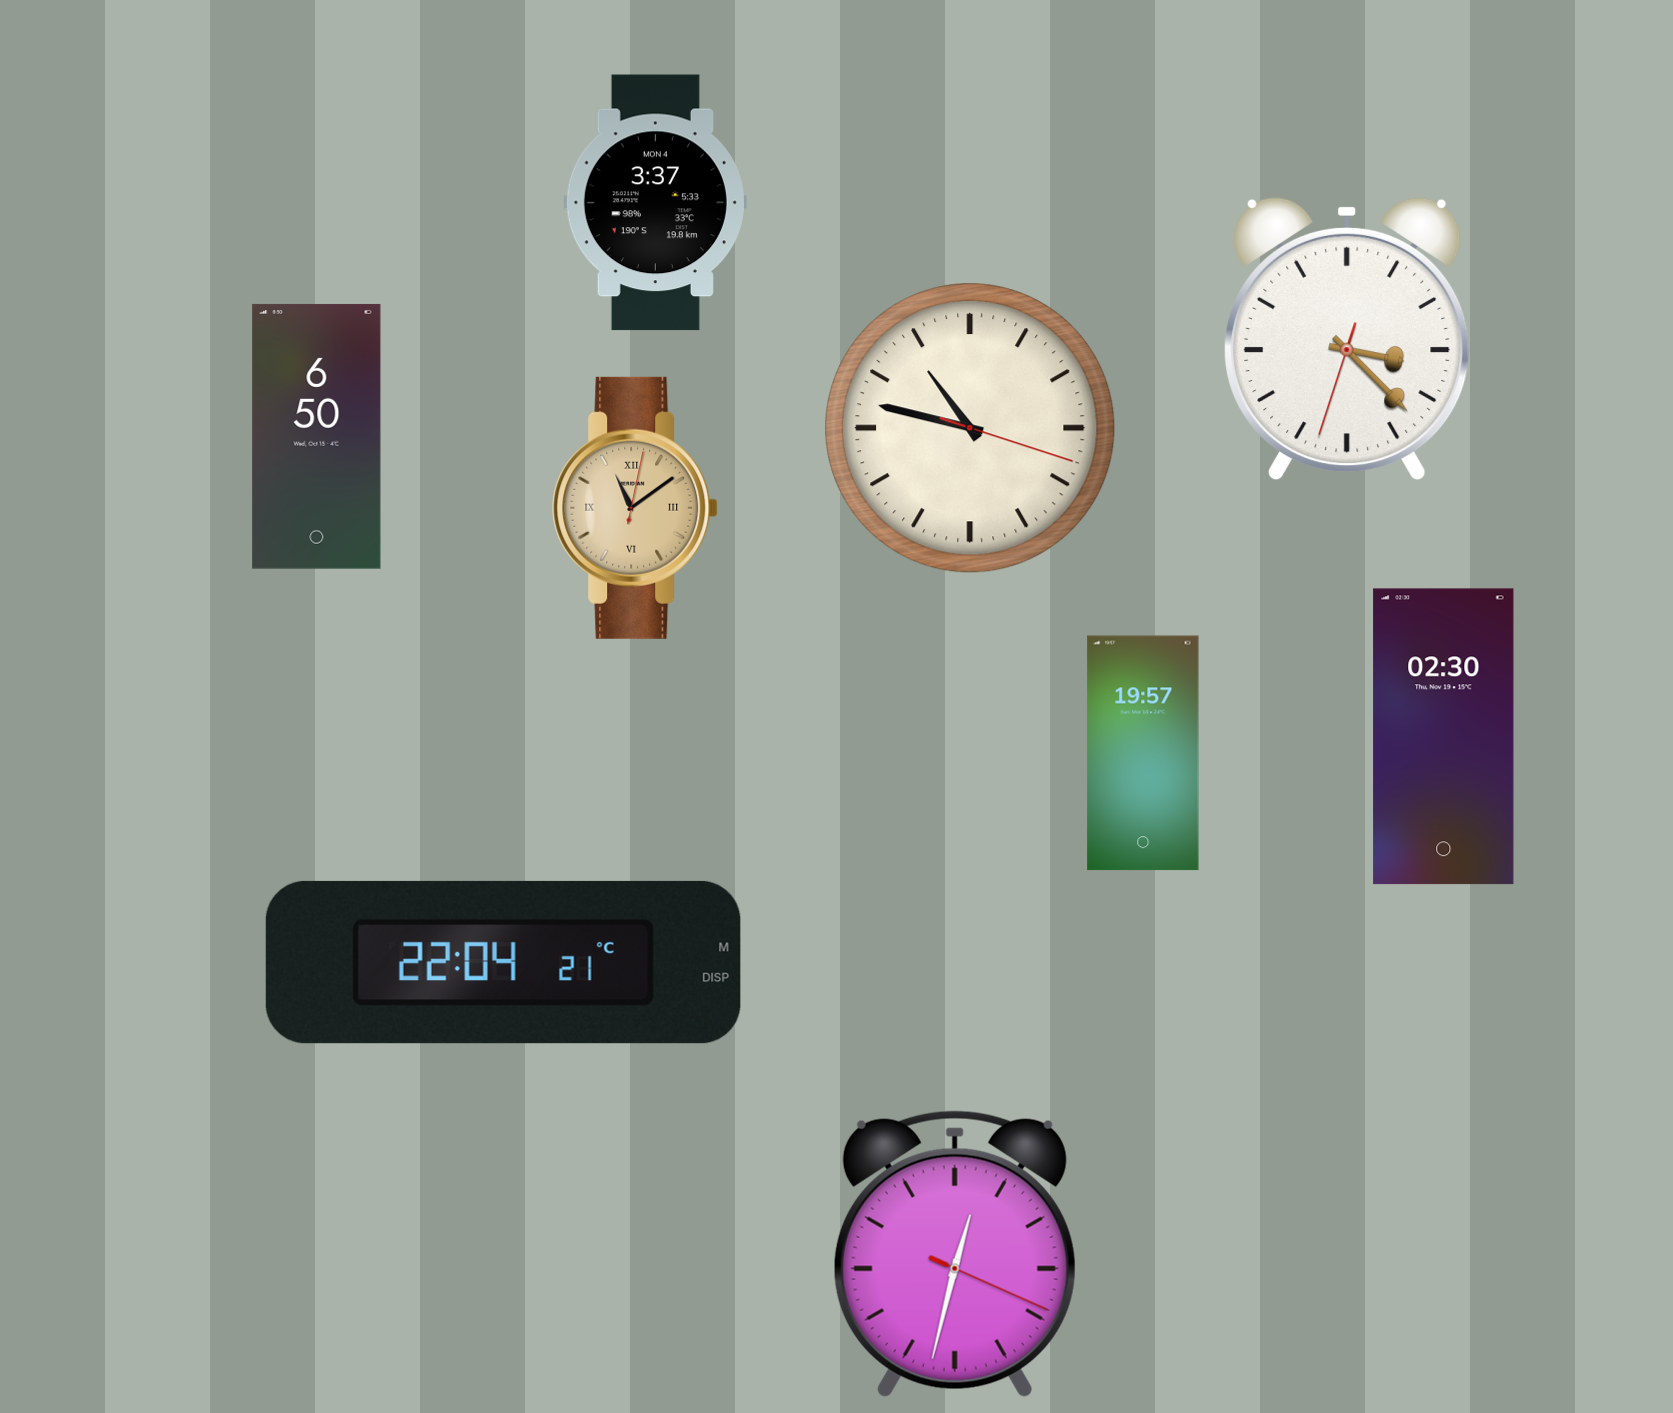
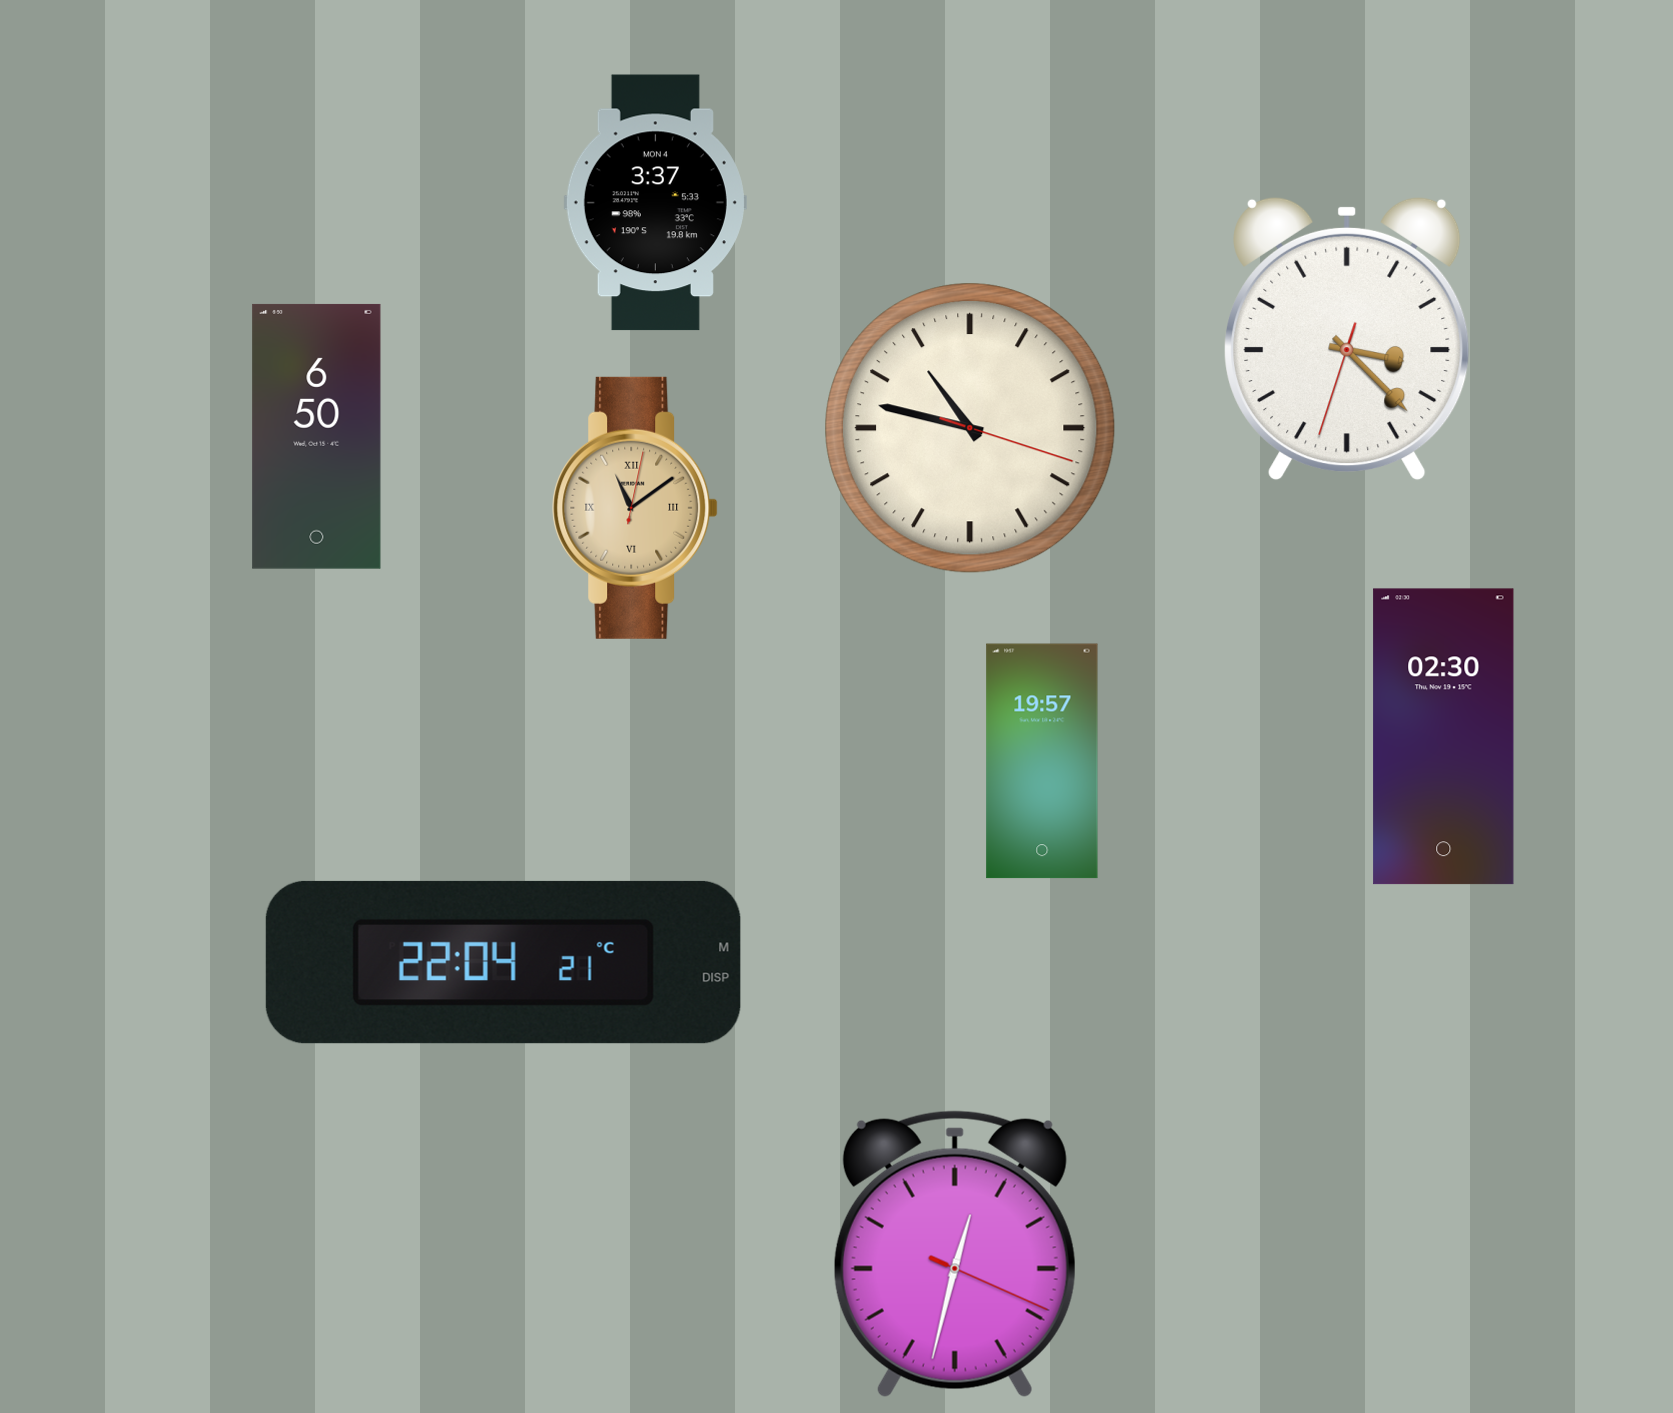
clock at (1143, 753) position: (1143, 753) -> (1042, 761)
